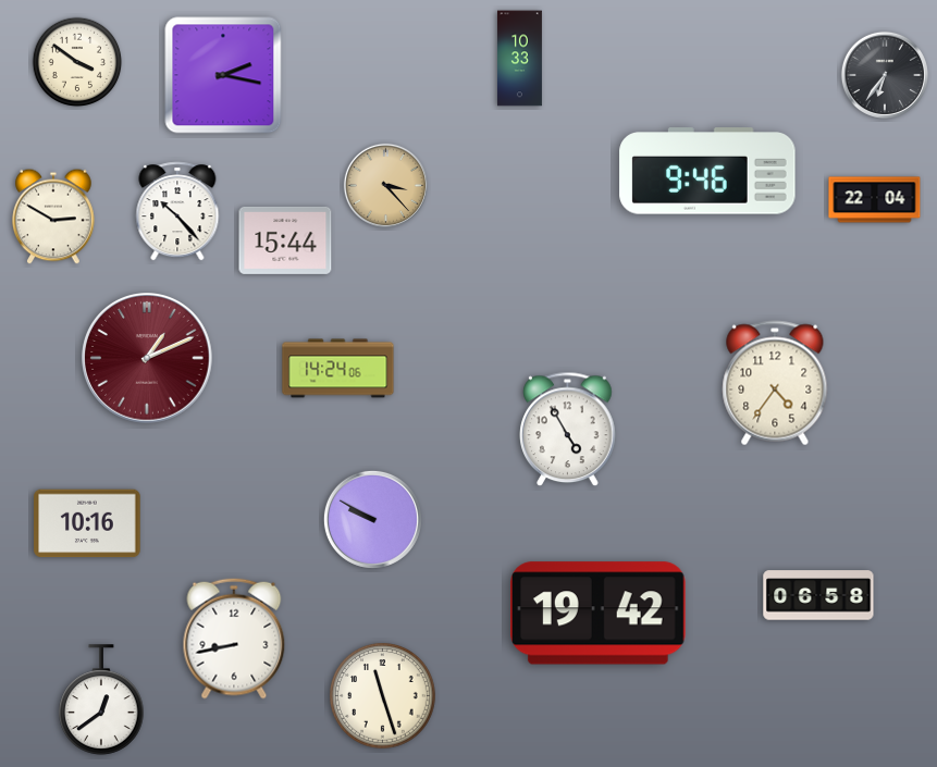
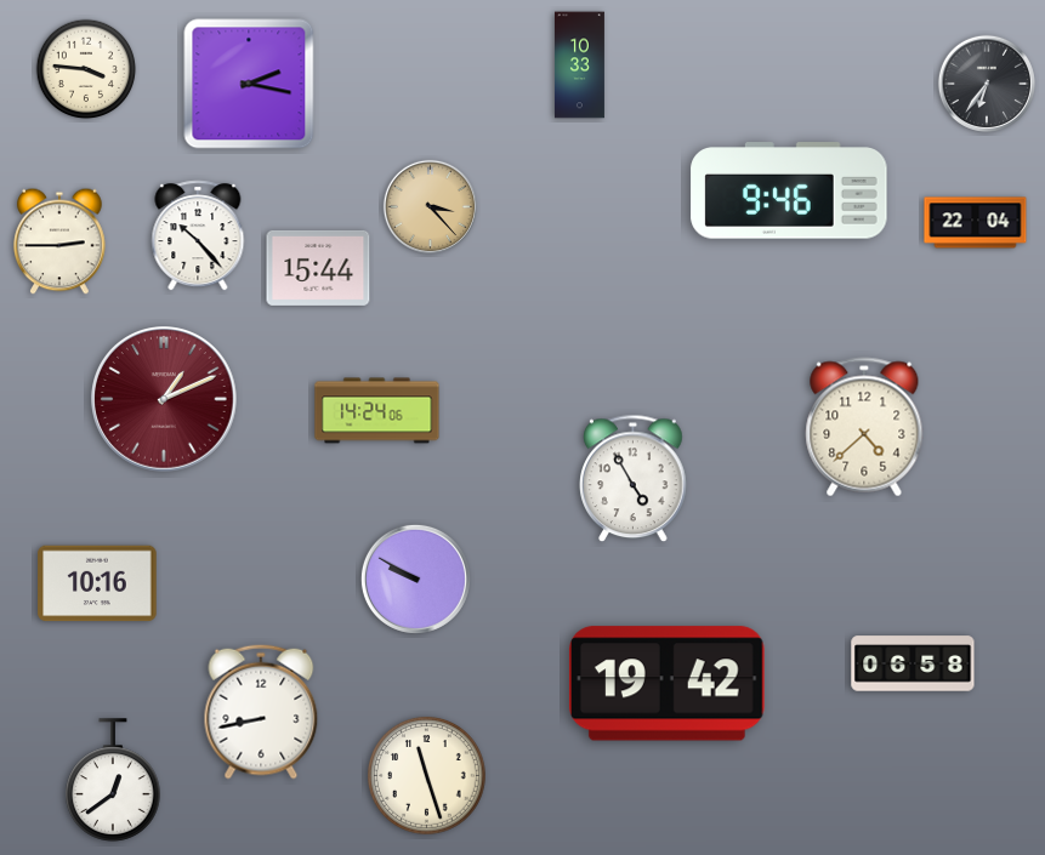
clock at (77, 62): 3:51 -> 3:46
clock at (53, 217): 2:50 -> 2:45
clock at (775, 383): 4:36 -> 4:38
